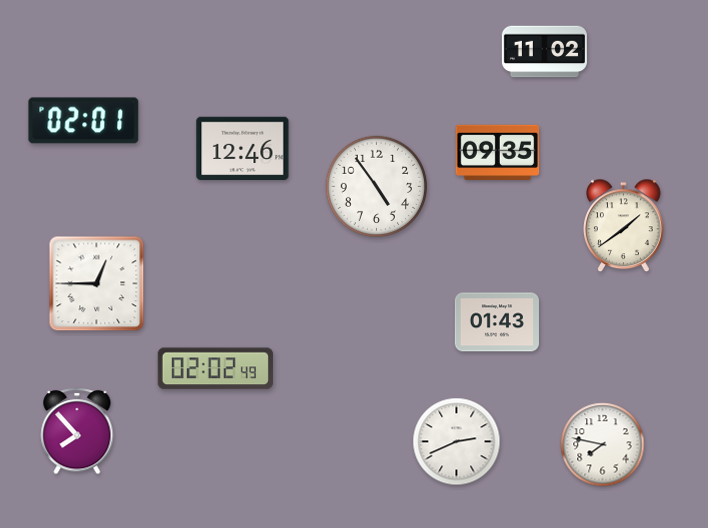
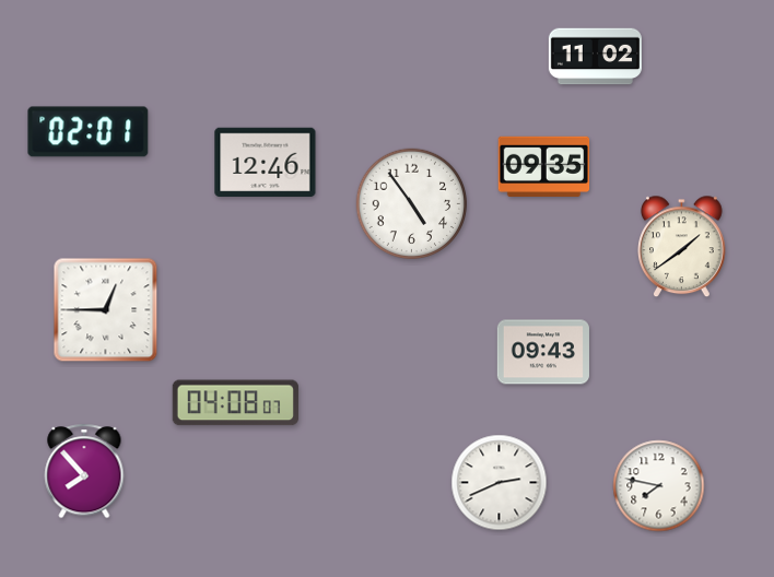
clock at (84, 121) position: (84, 121) -> (89, 132)
clock at (497, 322): 01:43 -> 09:43
clock at (215, 369): 02:02 -> 04:08
